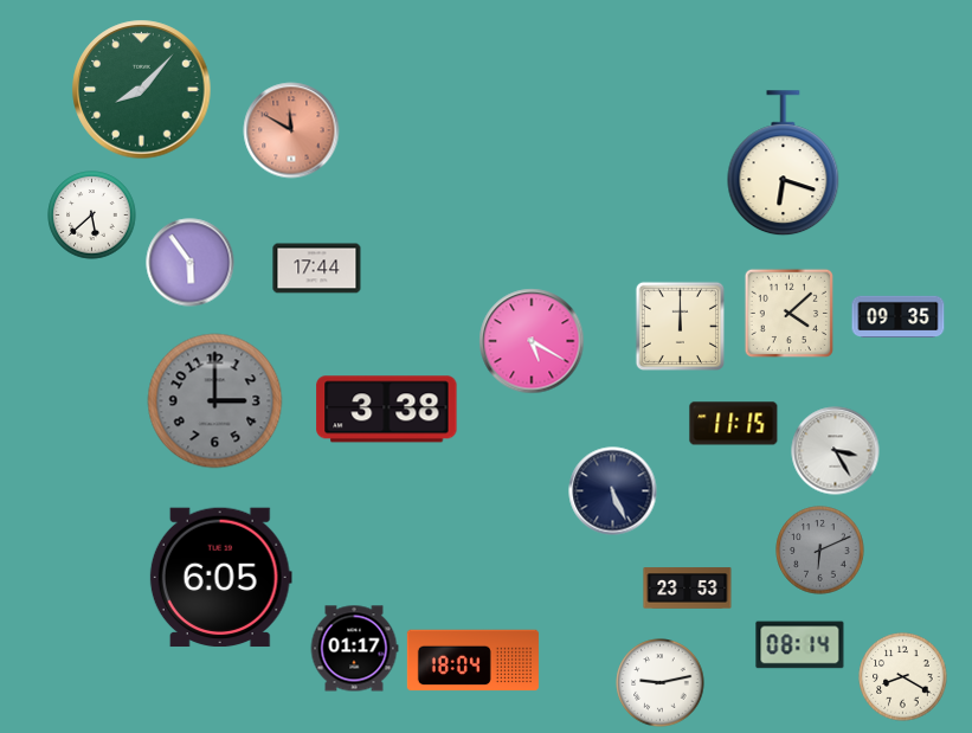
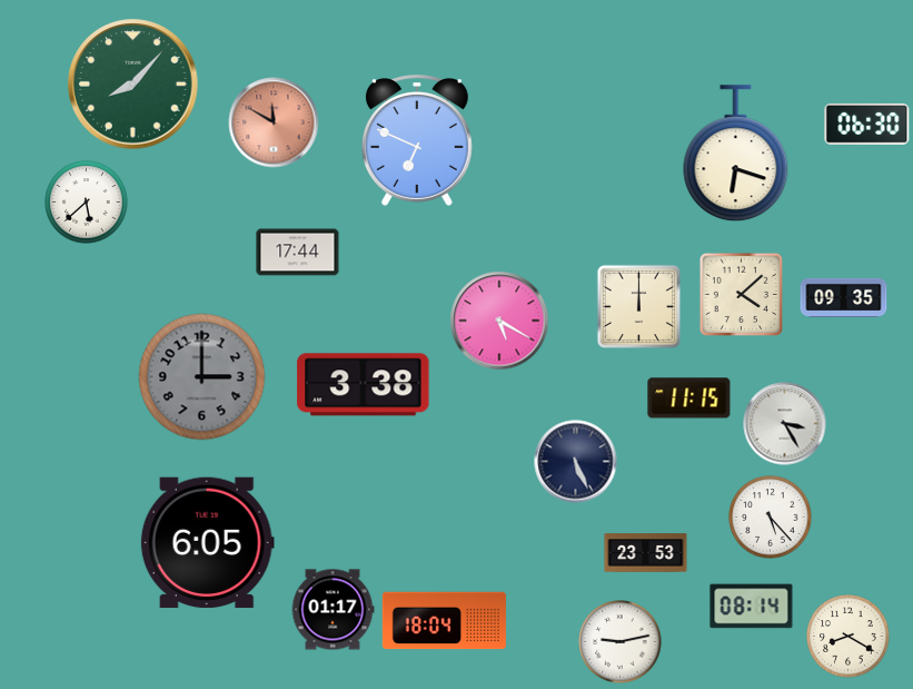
clock at (867, 124): none -> 06:30
clock at (417, 140): none -> 6:49
clock at (191, 263): 5:54 -> none
clock at (820, 551): 6:11 -> 5:23
clock at (820, 551) dial: grey -> white
